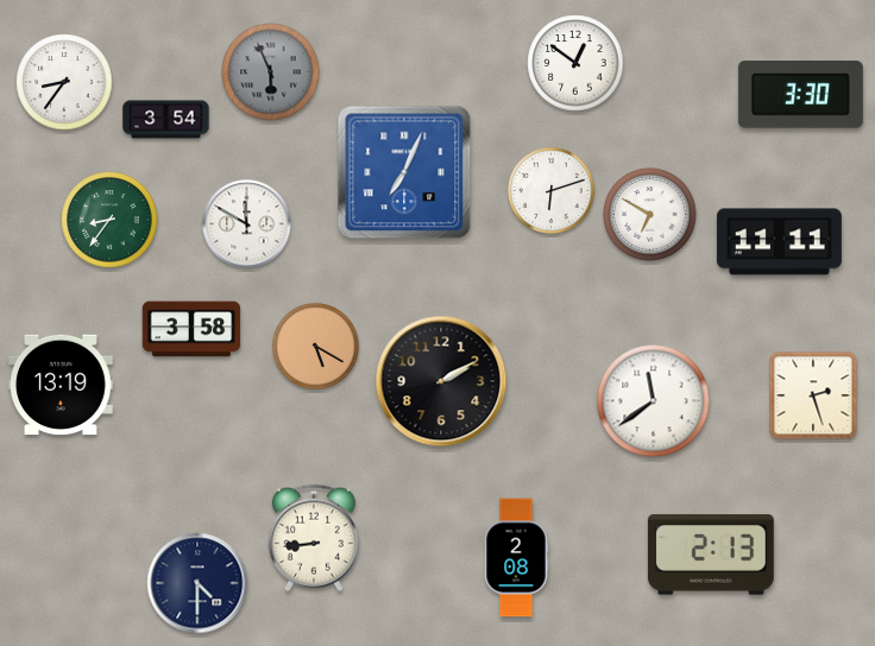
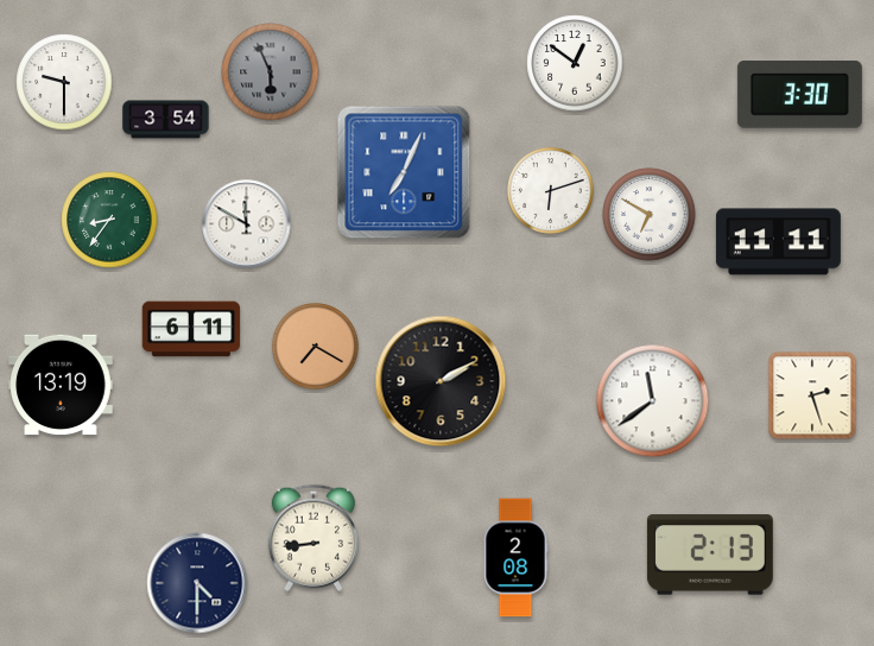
clock at (64, 82): 8:36 -> 9:30
clock at (191, 329): 3:58 -> 6:11
clock at (316, 347): 5:20 -> 7:20
